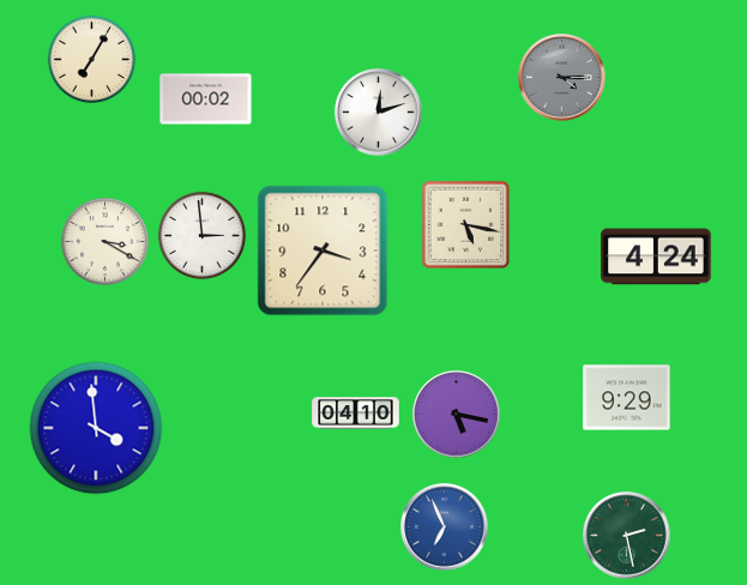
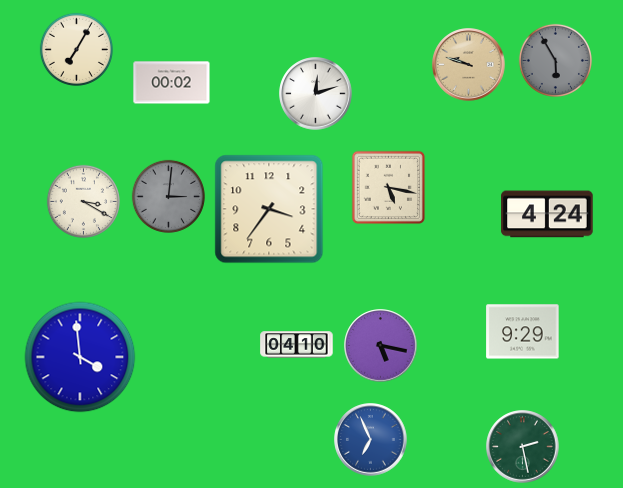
clock at (555, 60): none -> 5:55
clock at (562, 78): 4:15 -> 9:48
clock at (562, 78) dial: grey -> champagne
clock at (201, 235): 2:59 -> 3:01
clock at (201, 235) dial: white -> grey
clock at (104, 241) position: (104, 241) -> (83, 201)
